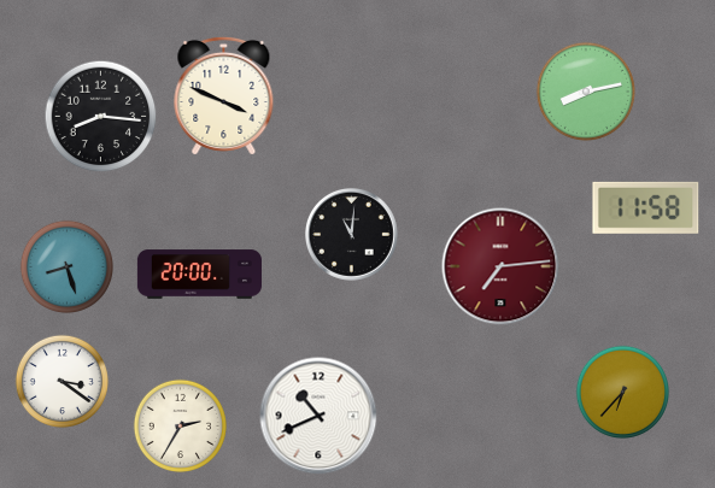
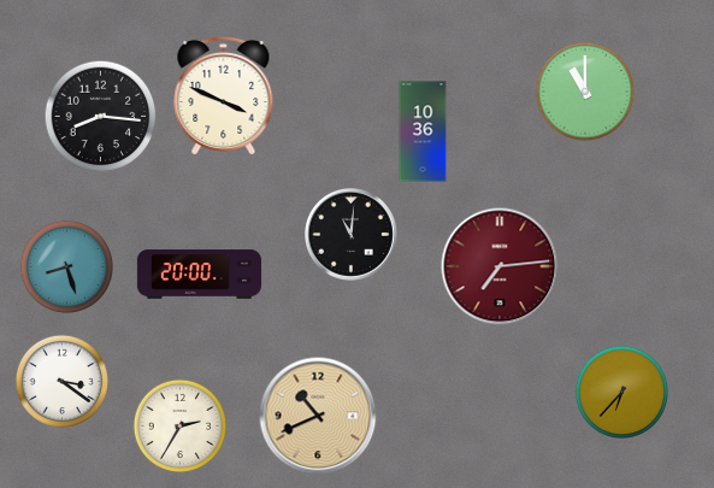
clock at (586, 92): 8:13 -> 11:00
clock at (423, 131): none -> 10:36
clock at (646, 207): 11:58 -> none
clock at (318, 416) dial: white -> champagne
